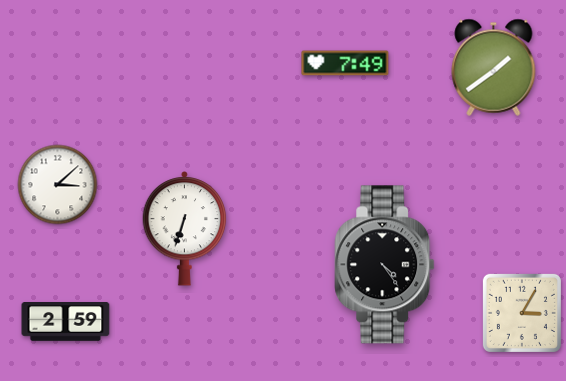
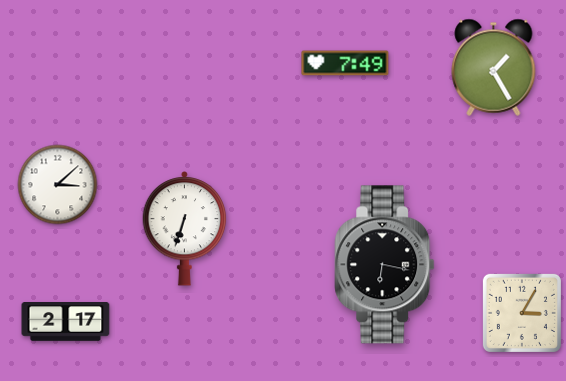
clock at (494, 67): 1:39 -> 1:25
clock at (385, 265): 4:24 -> 6:17
clock at (66, 322): 2:59 -> 2:17
